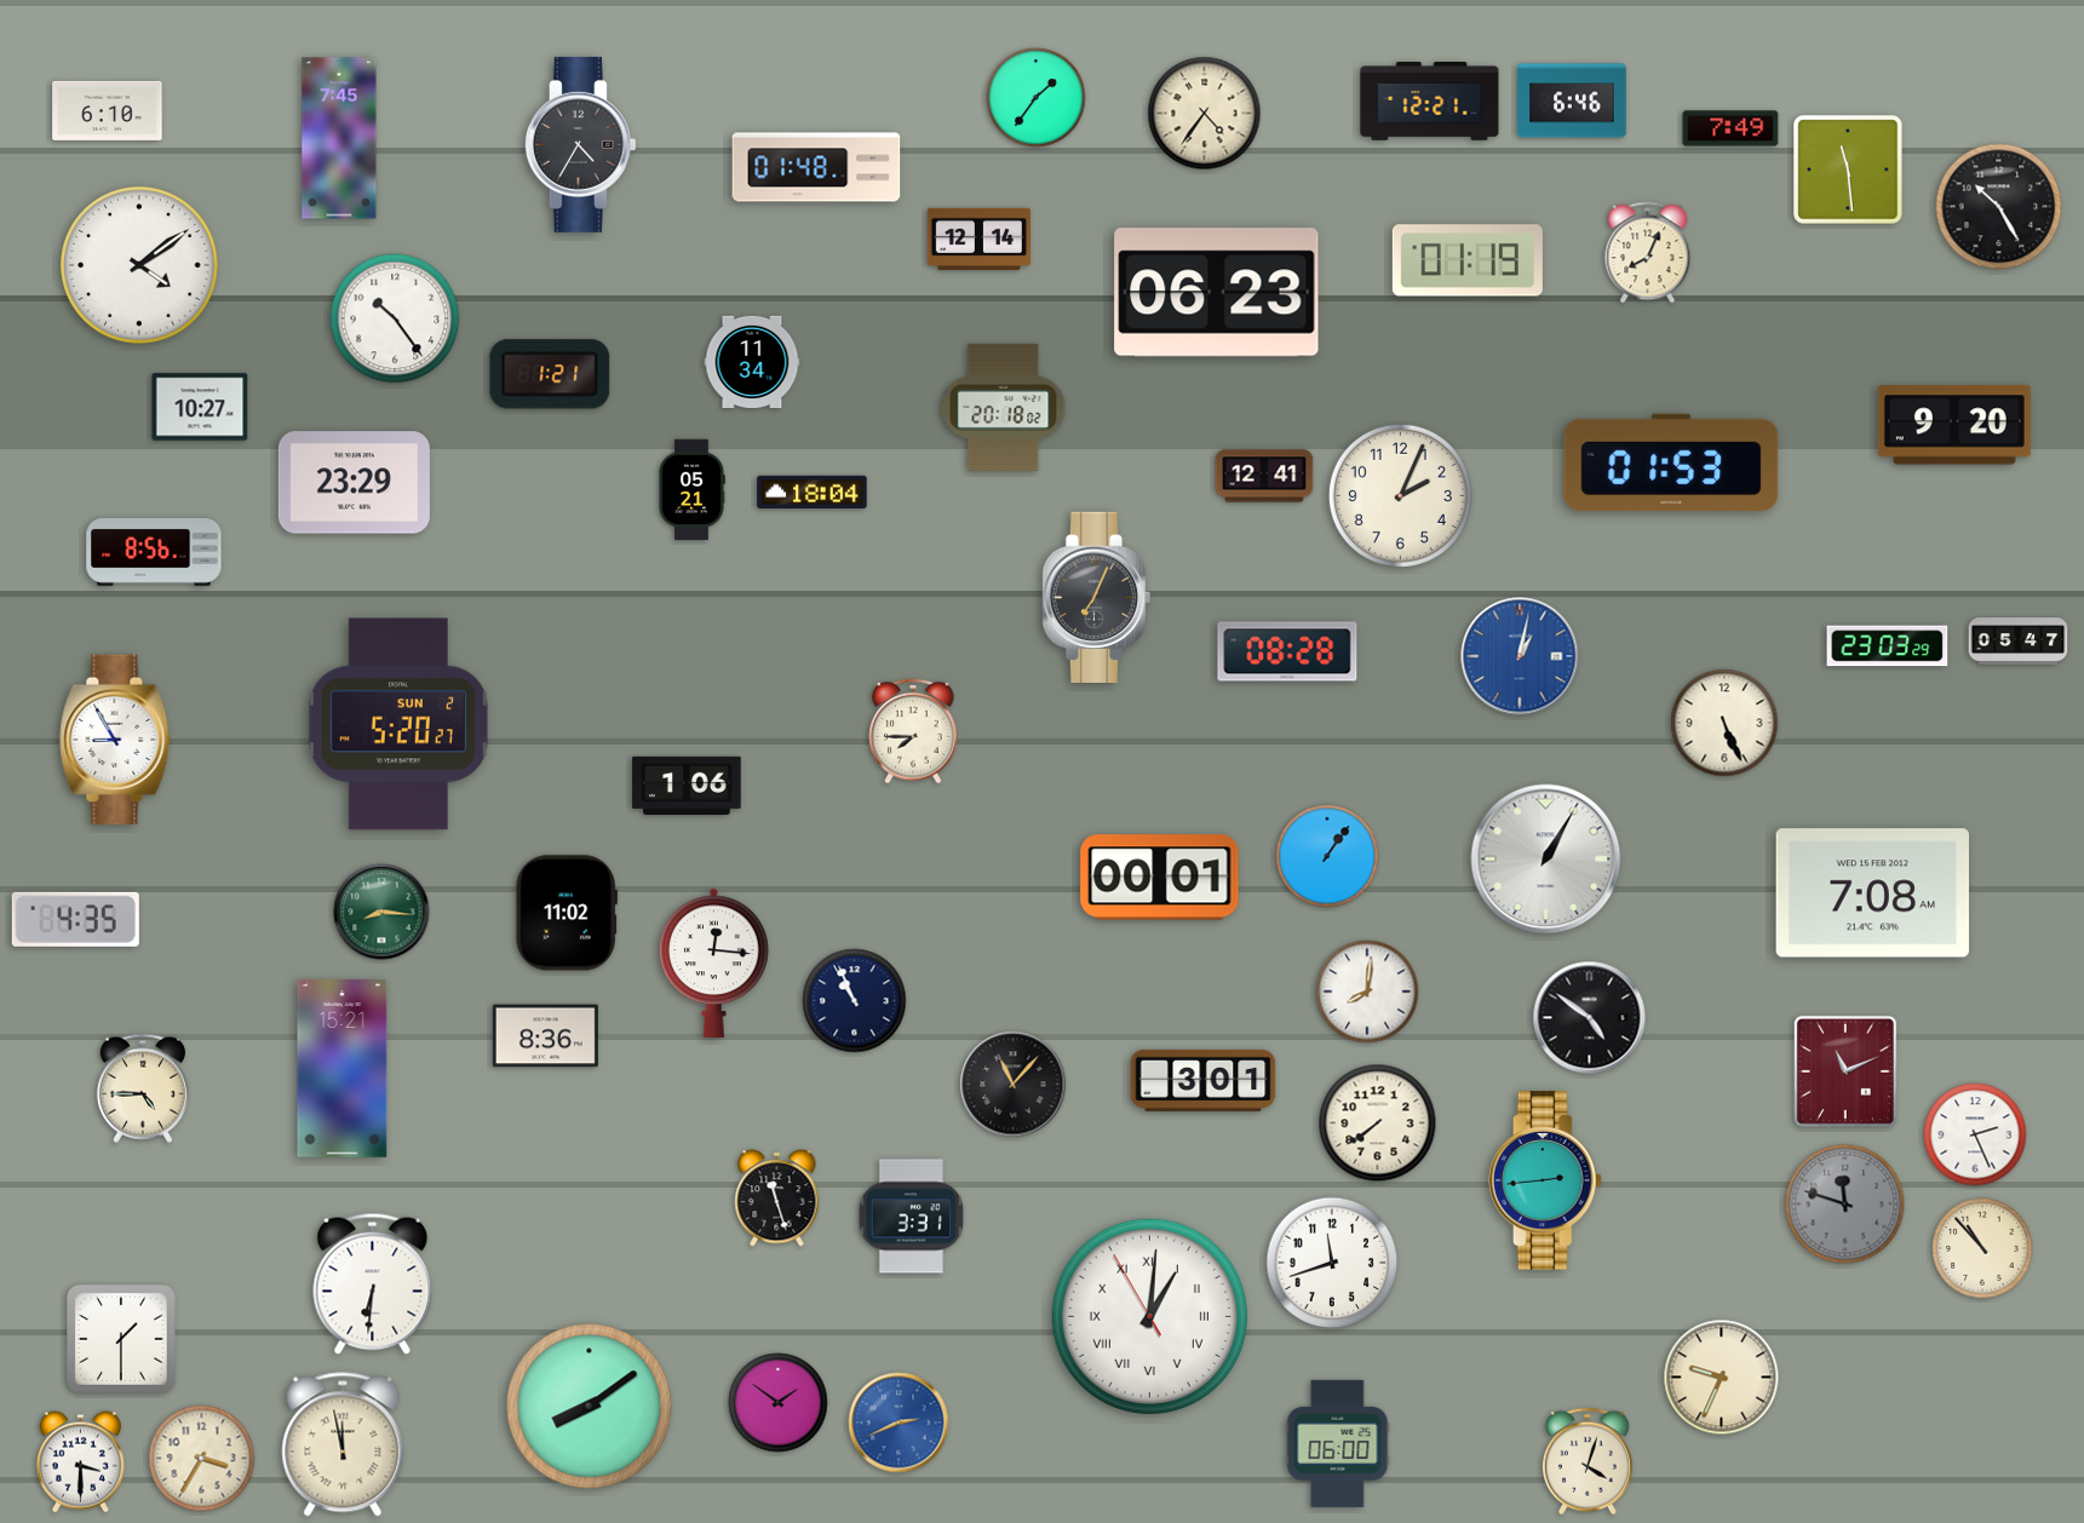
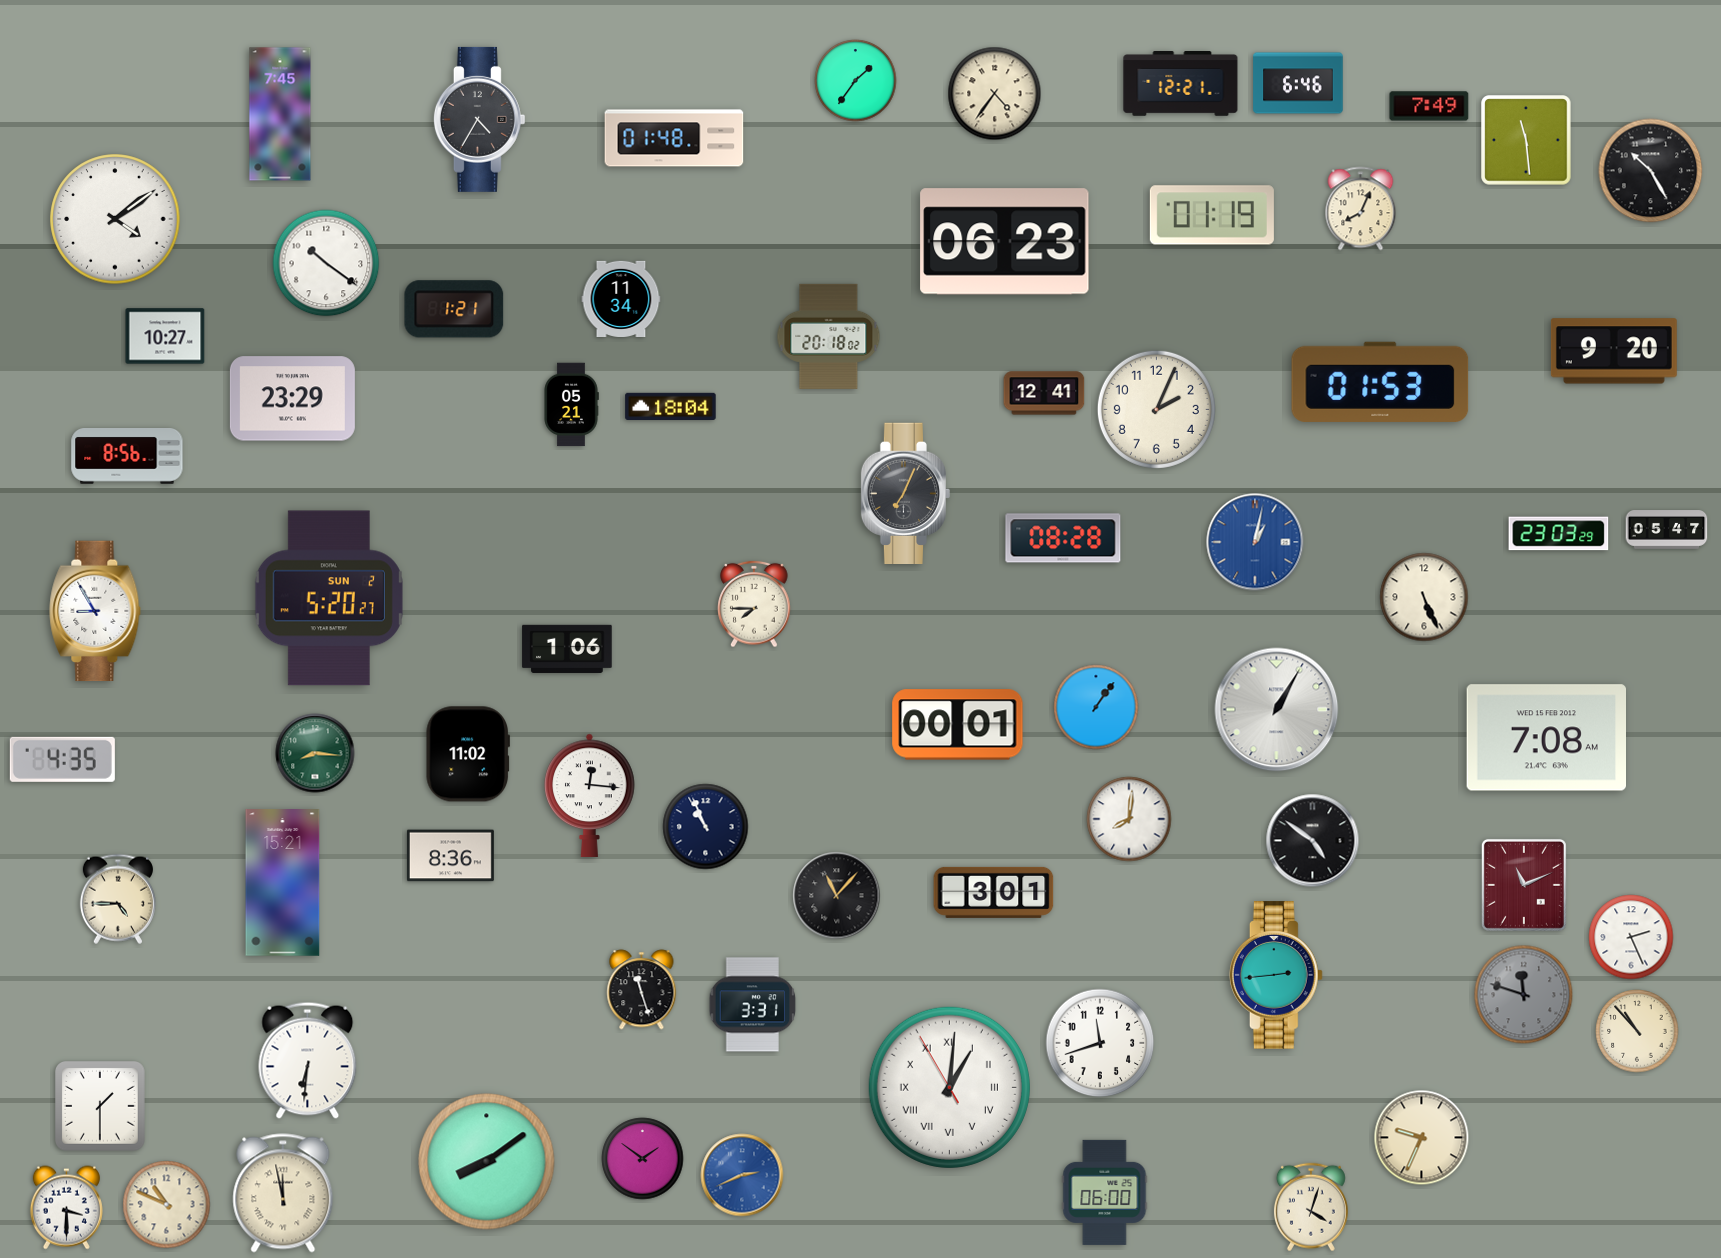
clock at (108, 110): 6:10 -> none
clock at (978, 238): 12:14 -> none
clock at (395, 318): 10:24 -> 10:21
clock at (1378, 1123): 7:39 -> none
clock at (202, 1459): 3:35 -> 10:49
